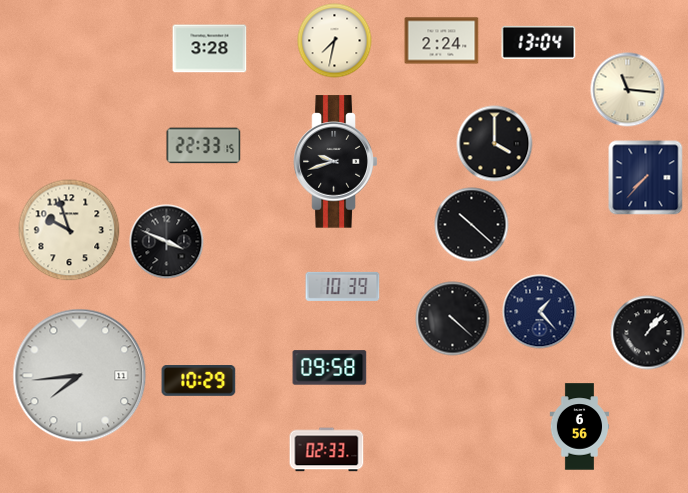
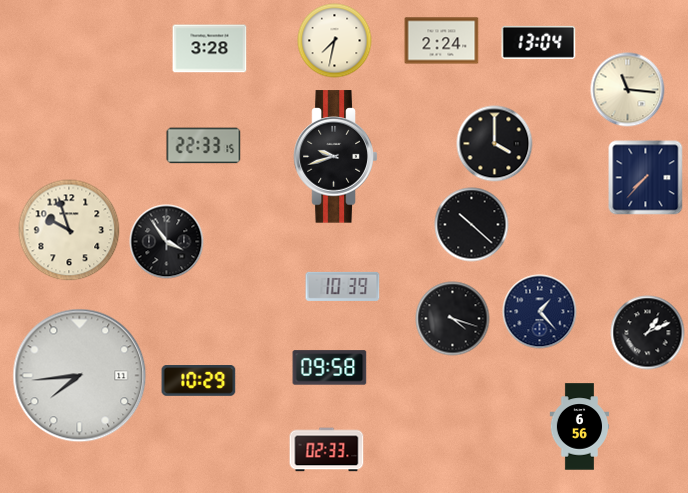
clock at (336, 162) position: (336, 162) -> (336, 157)
clock at (167, 242): 3:49 -> 3:54
clock at (453, 319): 4:22 -> 4:18
clock at (648, 333): 1:07 -> 1:11
